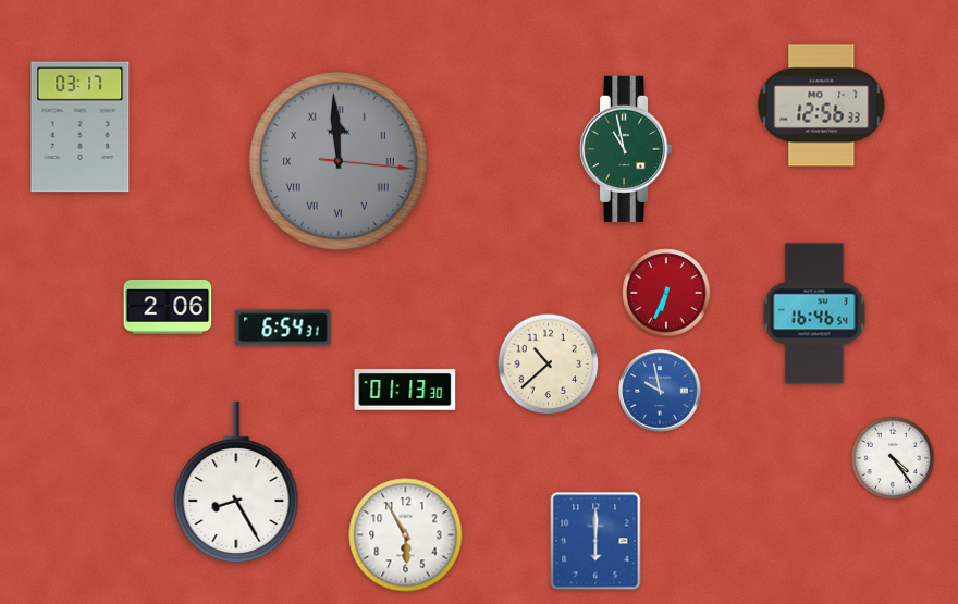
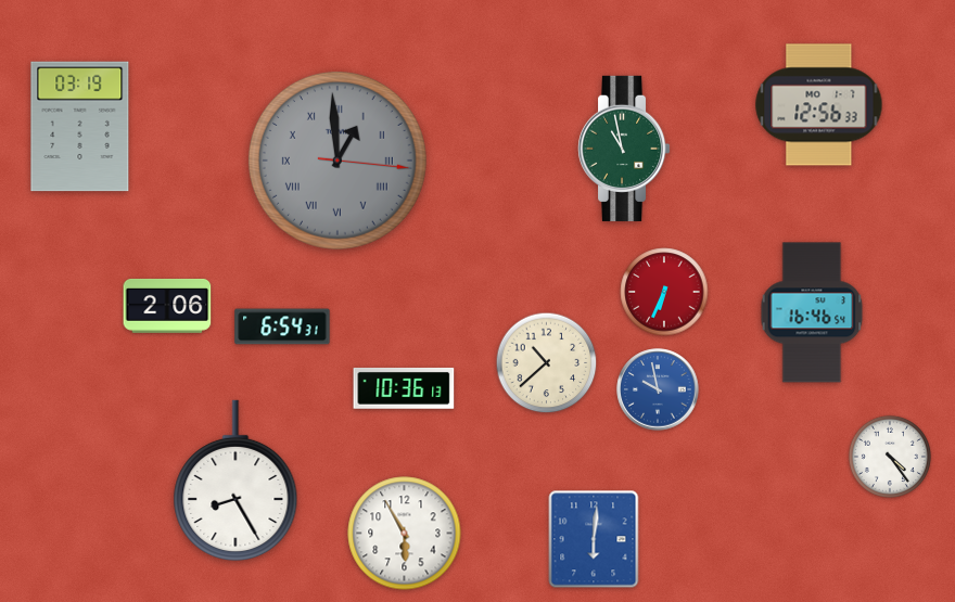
clock at (81, 127): 03:17 -> 03:19
clock at (339, 161): 11:59 -> 12:59
clock at (405, 390): 01:13 -> 10:36
clock at (595, 541): 6:00 -> 6:01
